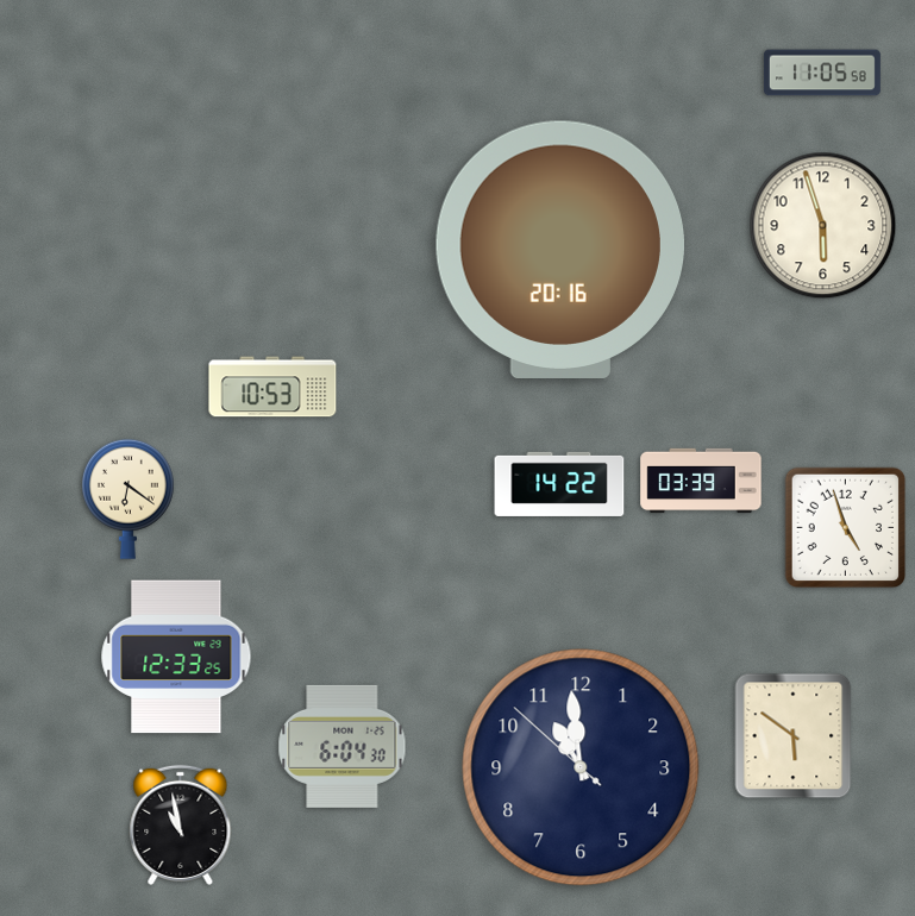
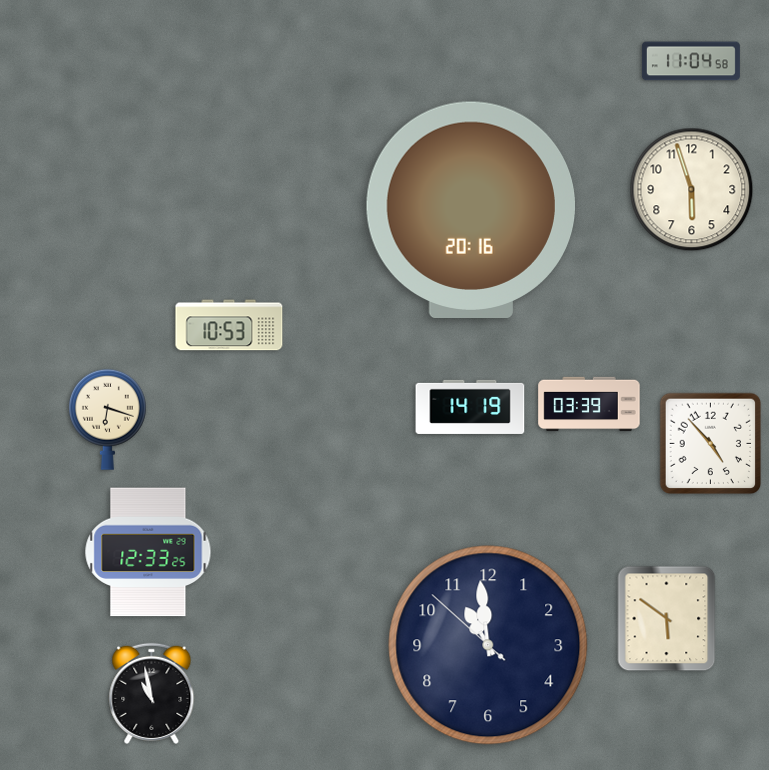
clock at (822, 73): 11:05 -> 11:04
clock at (559, 484): 14:22 -> 14:19
clock at (127, 498): 6:21 -> 6:18
clock at (846, 528): 4:57 -> 4:53
clock at (343, 746): 6:04 -> none
